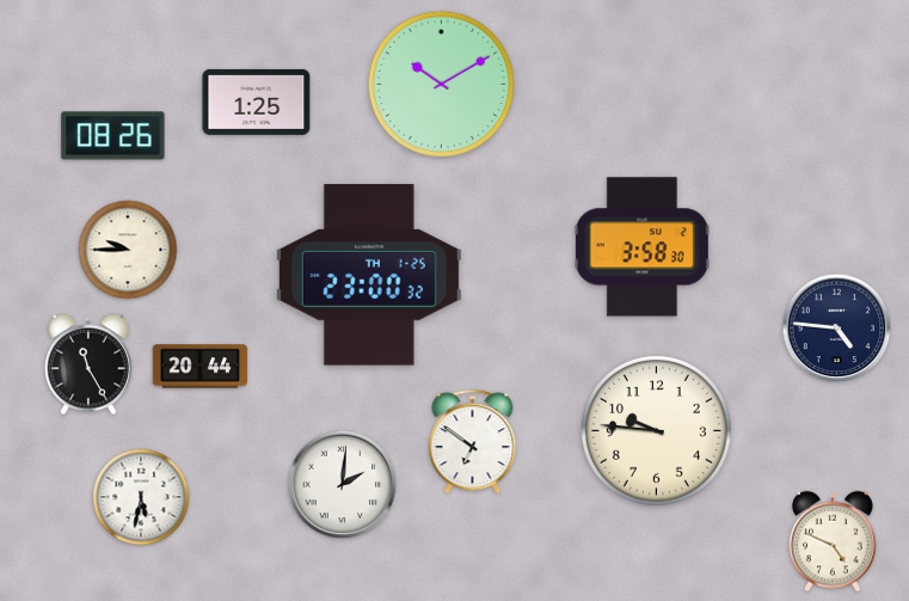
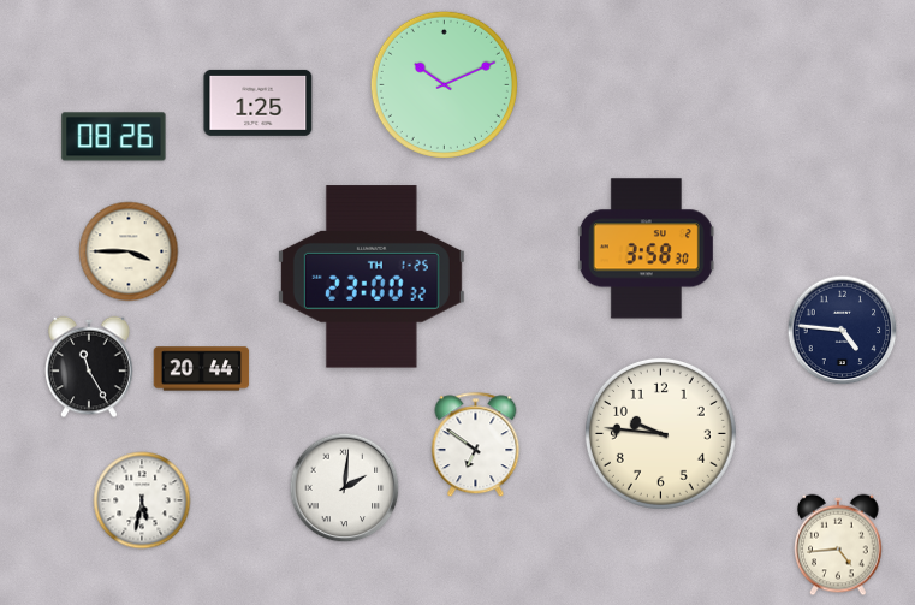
clock at (441, 84): 10:10 -> 10:11
clock at (128, 250): 9:45 -> 3:45
clock at (833, 541): 4:49 -> 4:44
